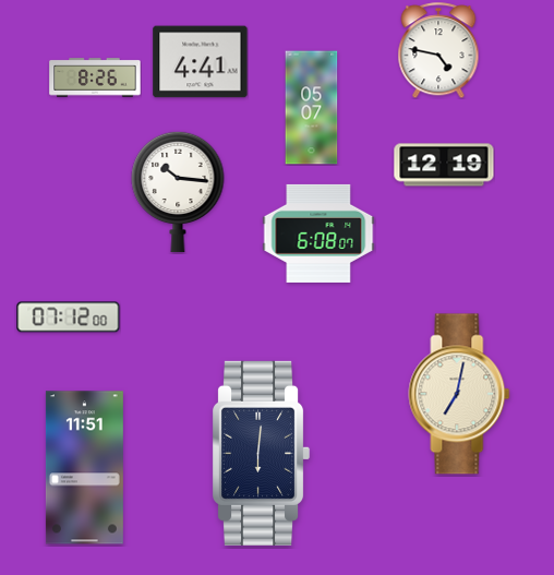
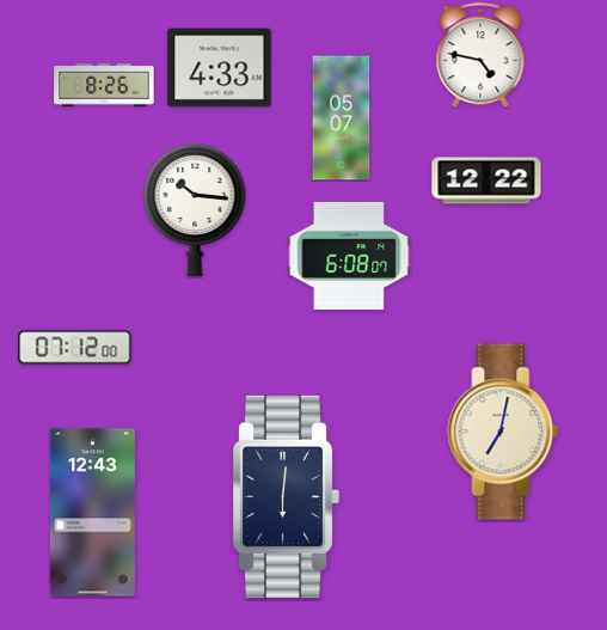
clock at (201, 62): 4:41 -> 4:33
clock at (444, 165): 12:19 -> 12:22
clock at (84, 468): 11:51 -> 12:43
